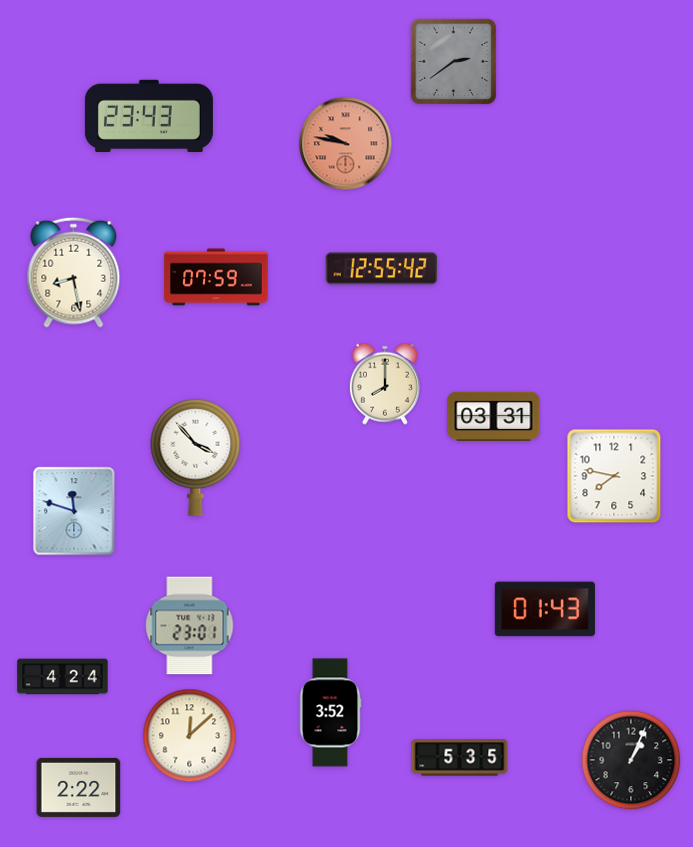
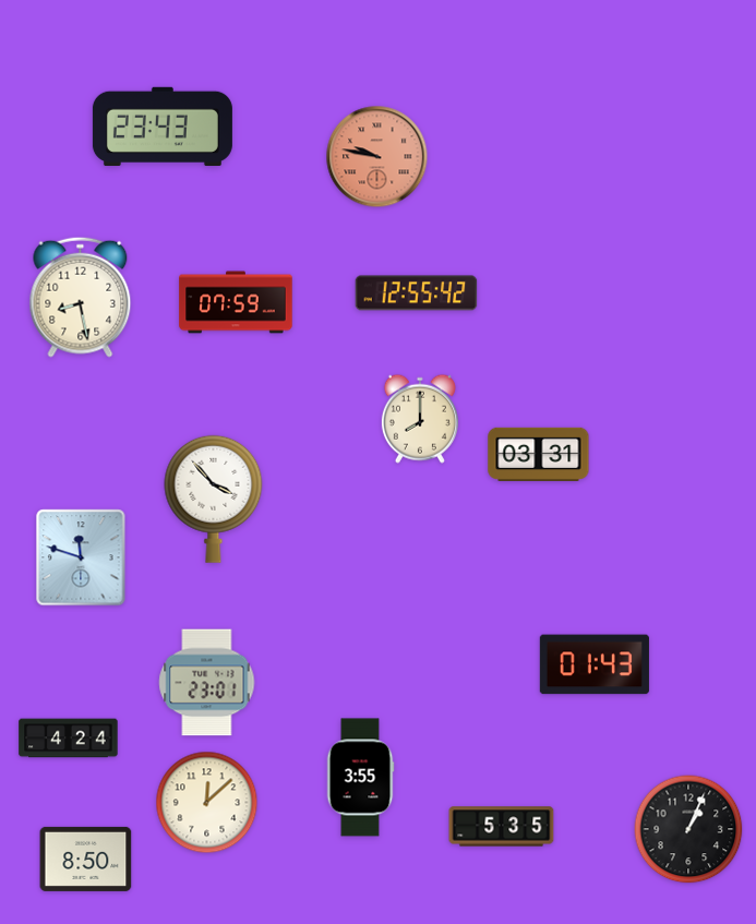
clock at (453, 61): 2:39 -> none
clock at (614, 476): 7:47 -> none
clock at (330, 713): 3:52 -> 3:55
clock at (79, 787): 2:22 -> 8:50
